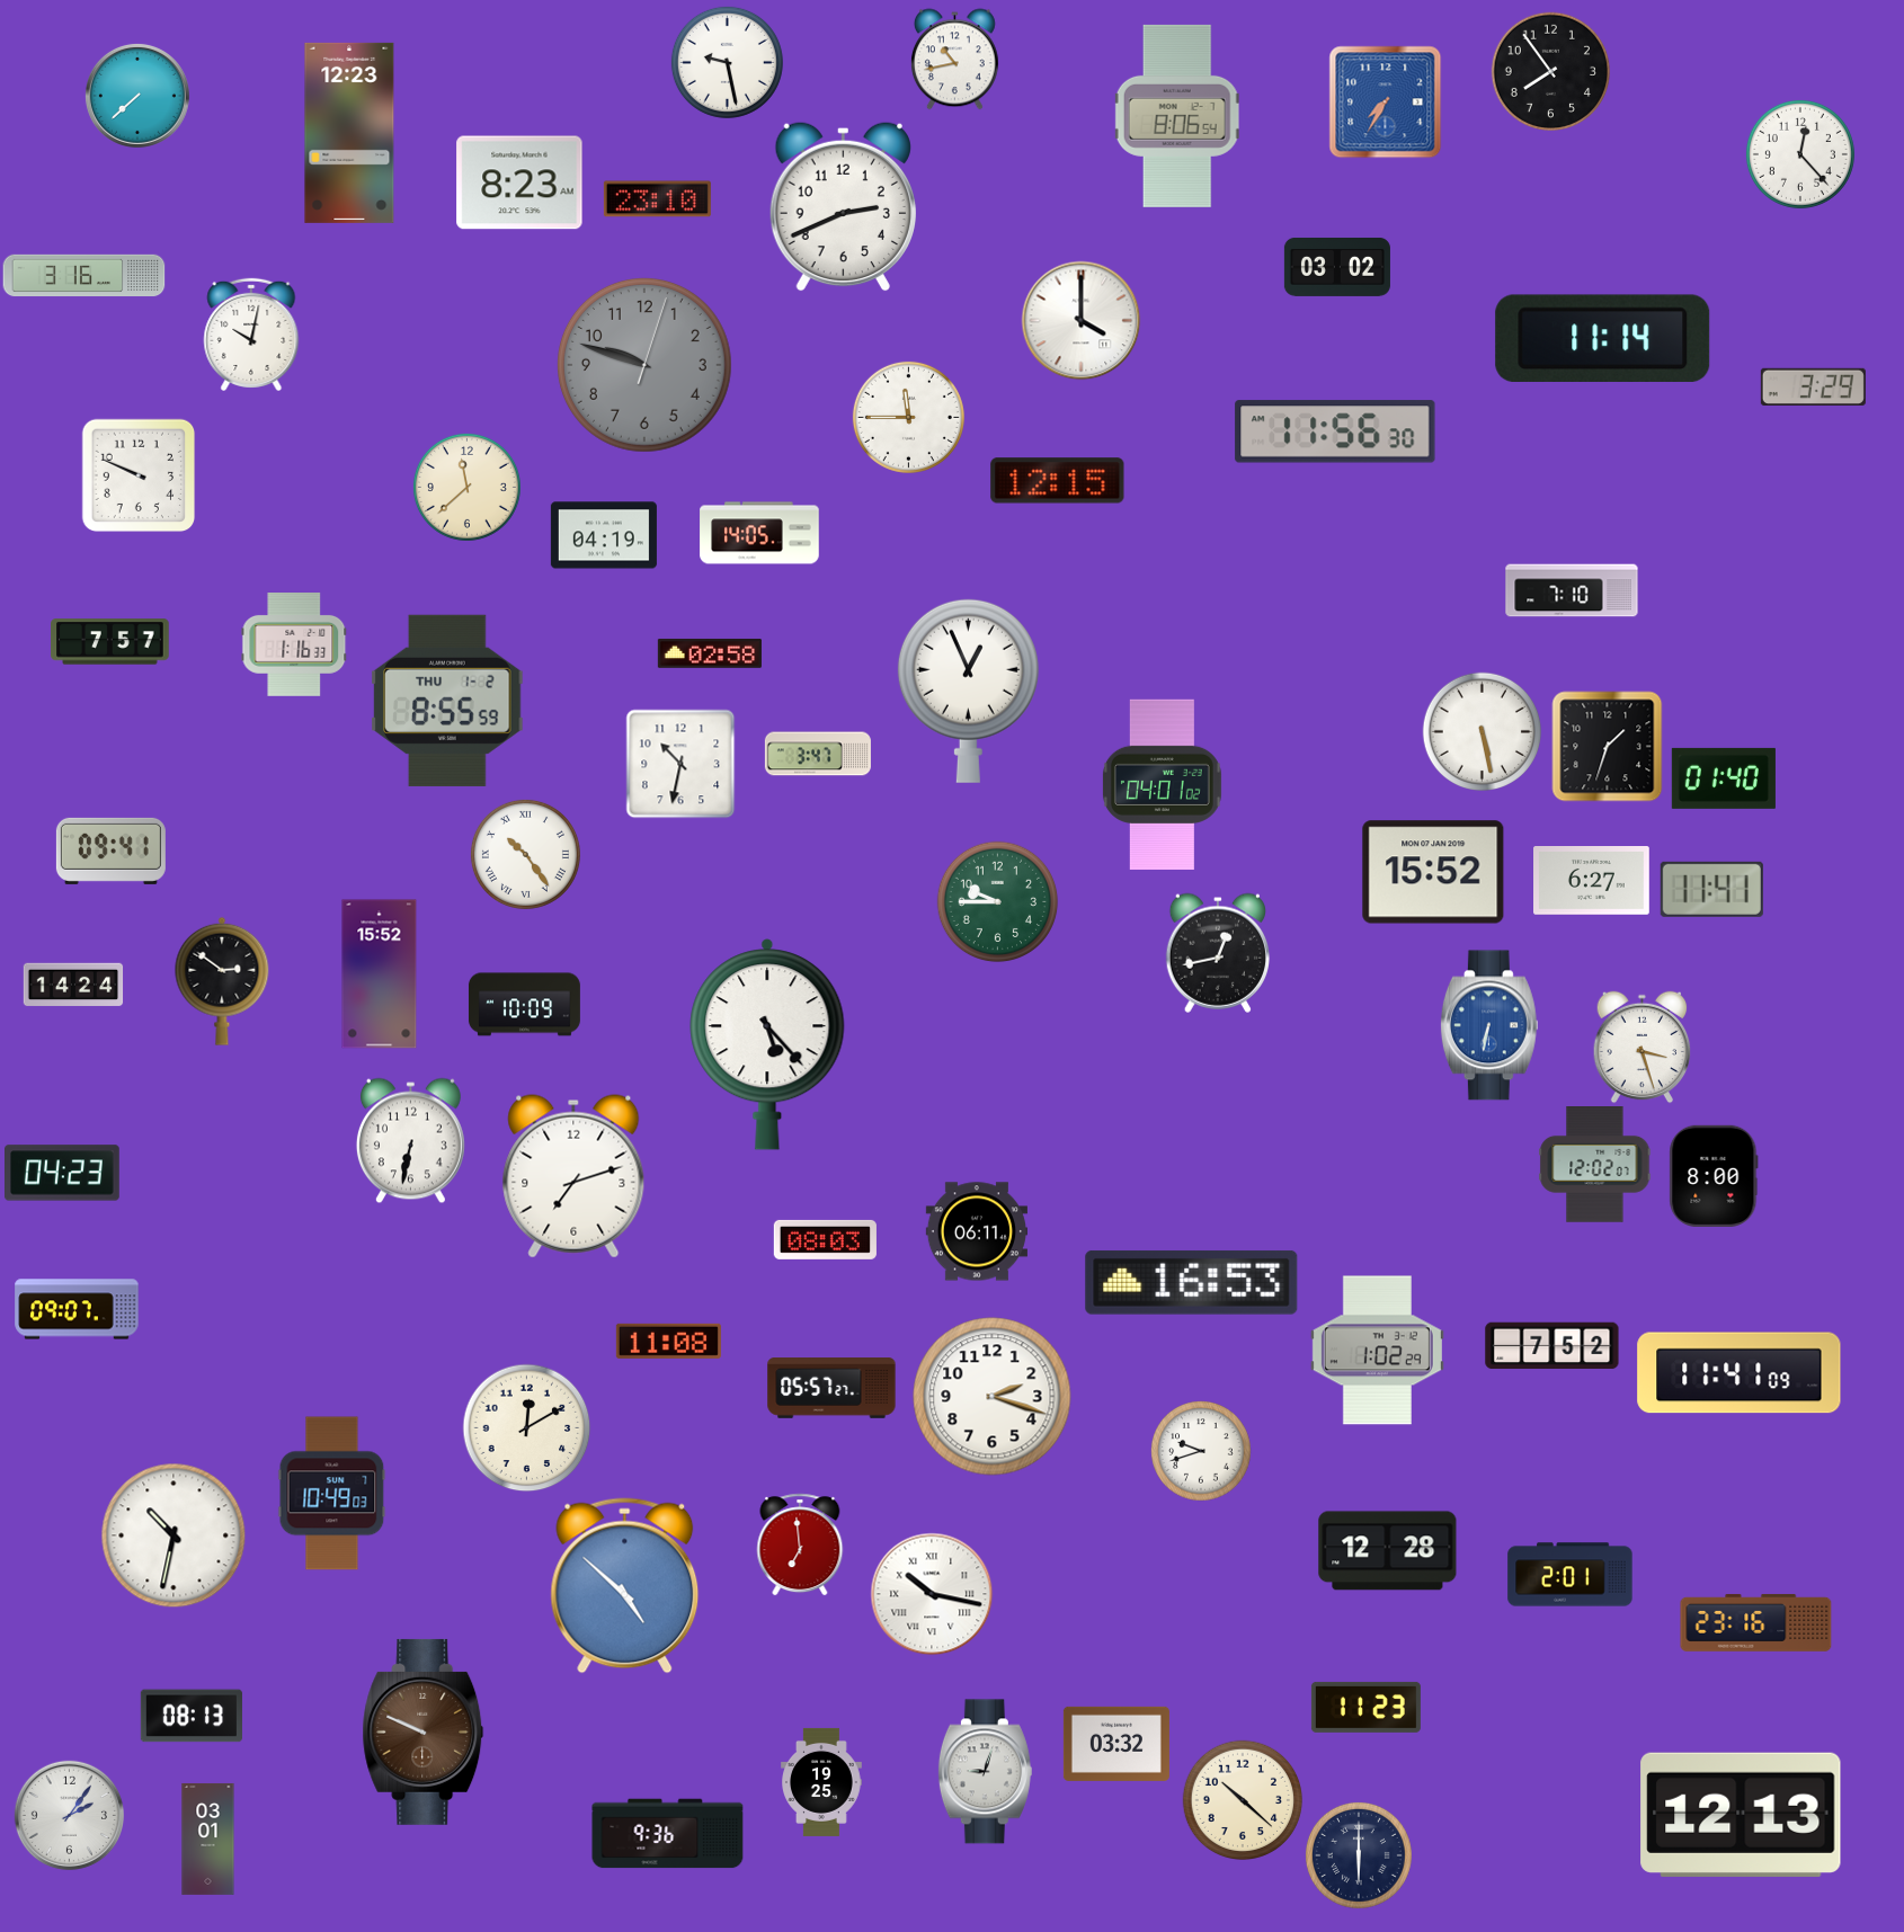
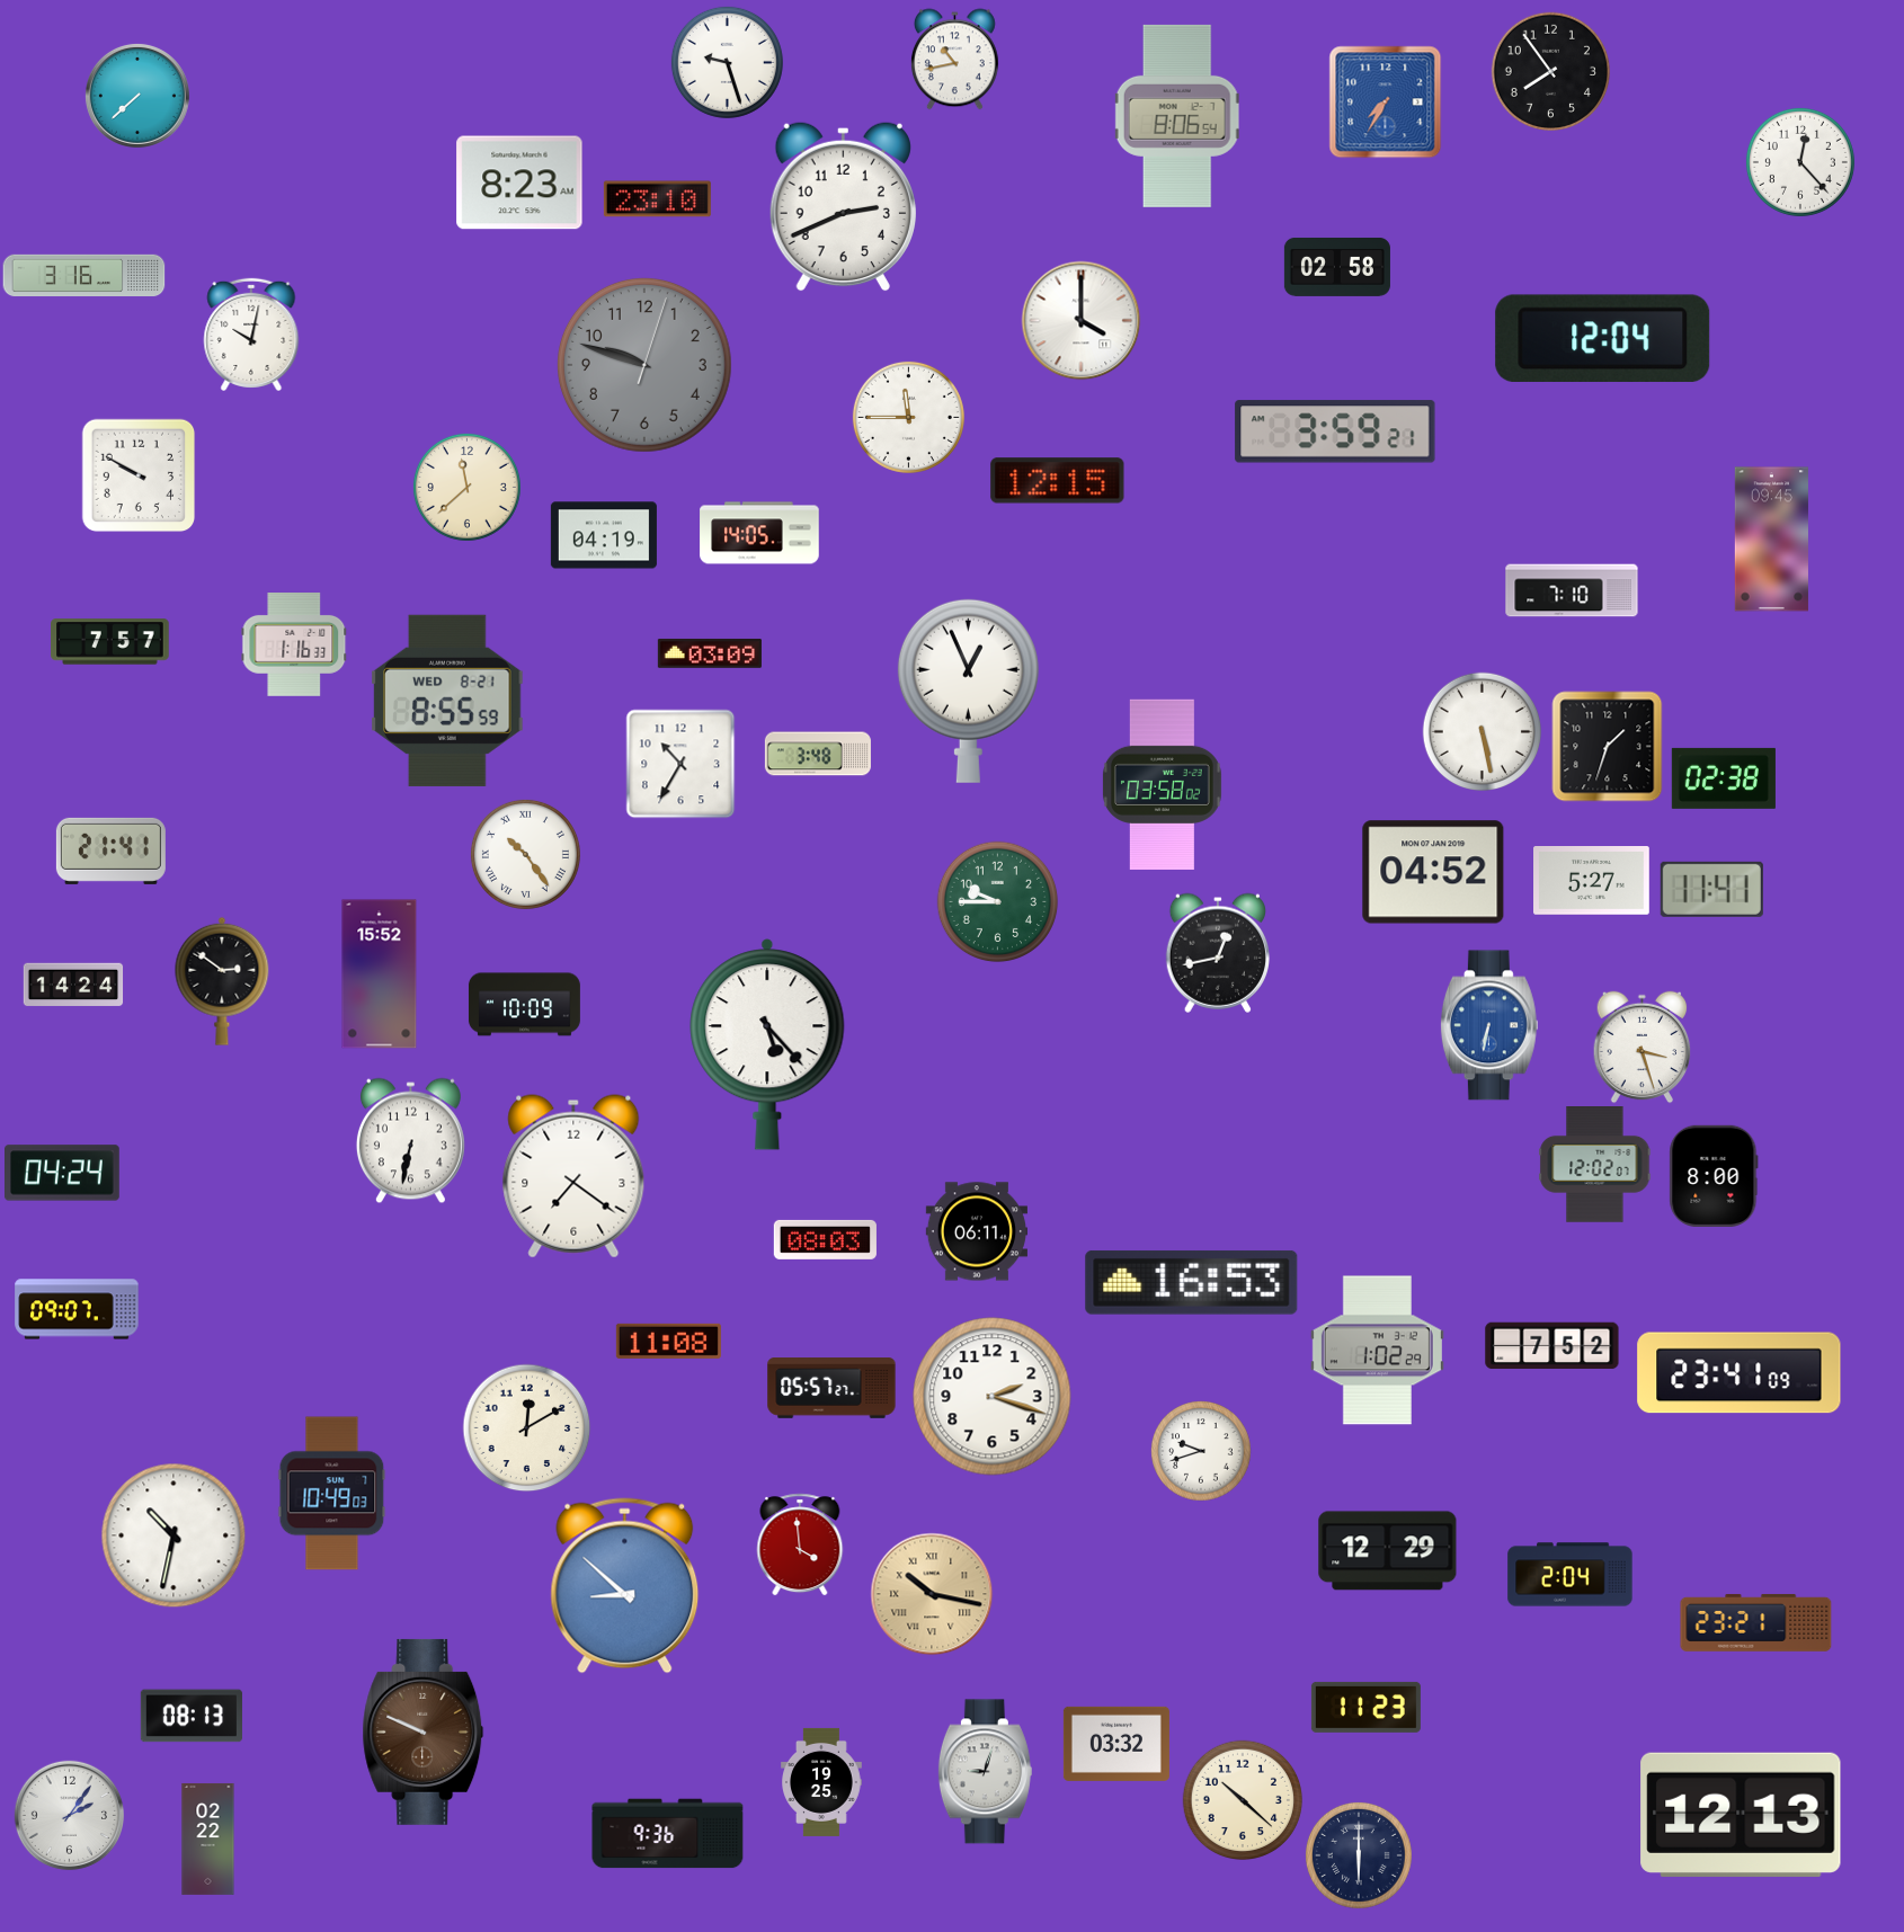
clock at (727, 62): 9:28 -> 9:27
clock at (349, 133): 12:23 -> none
clock at (1800, 154) position: (1800, 154) -> (1800, 162)
clock at (1337, 267): 03:02 -> 02:58
clock at (1603, 338): 11:14 -> 12:04
clock at (1813, 386): 3:29 -> none
clock at (1335, 431): 11:56 -> 3:59
clock at (139, 475): 9:49 -> 9:50
clock at (1771, 540): none -> 09:45
clock at (710, 653): 02:58 -> 03:09
clock at (447, 701) date: THU 1-2 -> WED 8-21
clock at (818, 754): 3:47 -> 3:48
clock at (680, 764): 10:32 -> 10:35
clock at (1724, 778): 01:40 -> 02:38
clock at (1162, 784): 04:01 -> 03:58
clock at (110, 851): 09:41 -> 21:41
clock at (1433, 872): 15:52 -> 04:52
clock at (1592, 881): 6:27 -> 5:27
clock at (63, 1173): 04:23 -> 04:24
clock at (573, 1176): 7:12 -> 7:21
clock at (1740, 1373): 11:41 -> 23:41
clock at (800, 1544): 6:59 -> 3:59
clock at (1388, 1551): 12:28 -> 12:29
clock at (1571, 1575): 2:01 -> 2:04
clock at (625, 1586): 4:52 -> 8:52
clock at (932, 1594) dial: white -> champagne
clock at (1756, 1622): 23:16 -> 23:21
clock at (208, 1838): 03:01 -> 02:22
